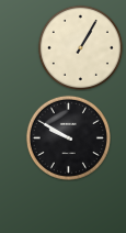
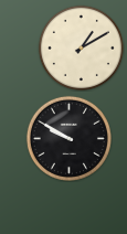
clock at (80, 47): 1:05 -> 1:10
